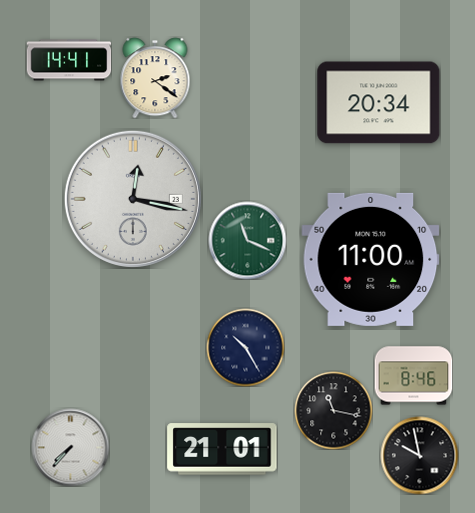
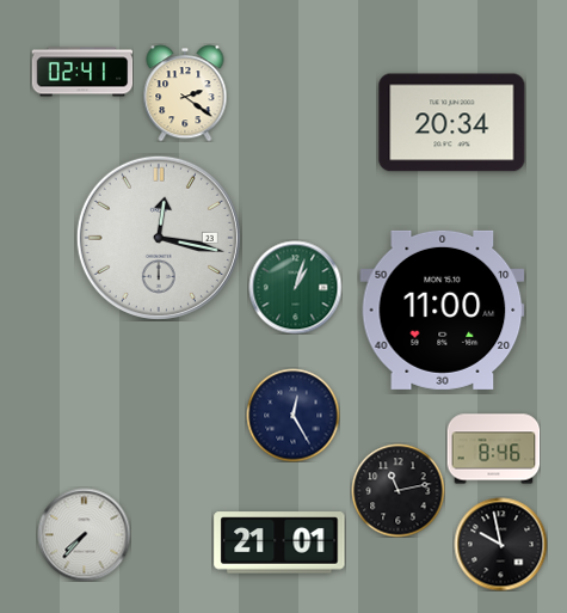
clock at (69, 60): 14:41 -> 02:41
clock at (247, 240): 11:19 -> 1:03
clock at (245, 347): 10:25 -> 12:25
clock at (333, 410): 11:17 -> 11:13
clock at (222, 449) position: (222, 449) -> (279, 542)
